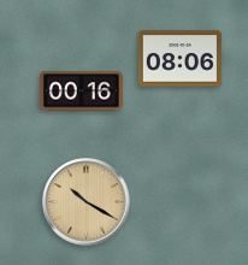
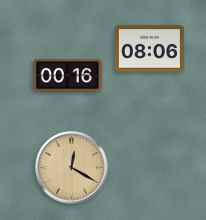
clock at (87, 202): 10:20 -> 12:20
